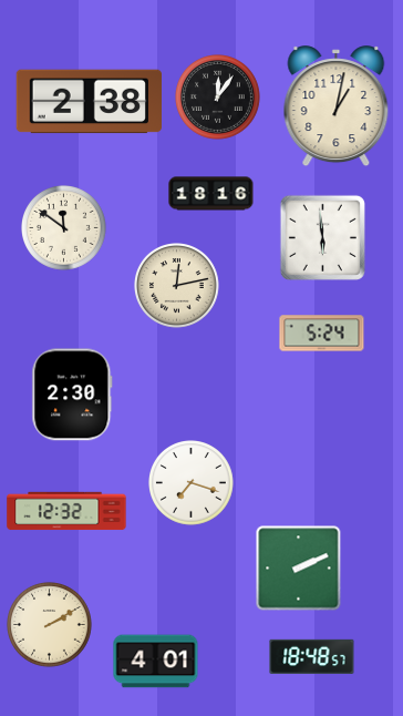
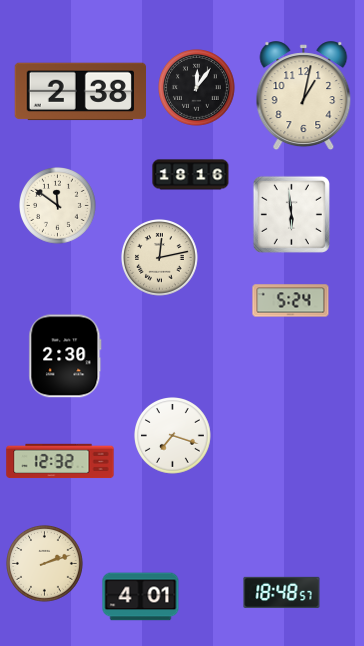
clock at (299, 569): 2:11 -> none
clock at (50, 625): 2:10 -> 2:12
